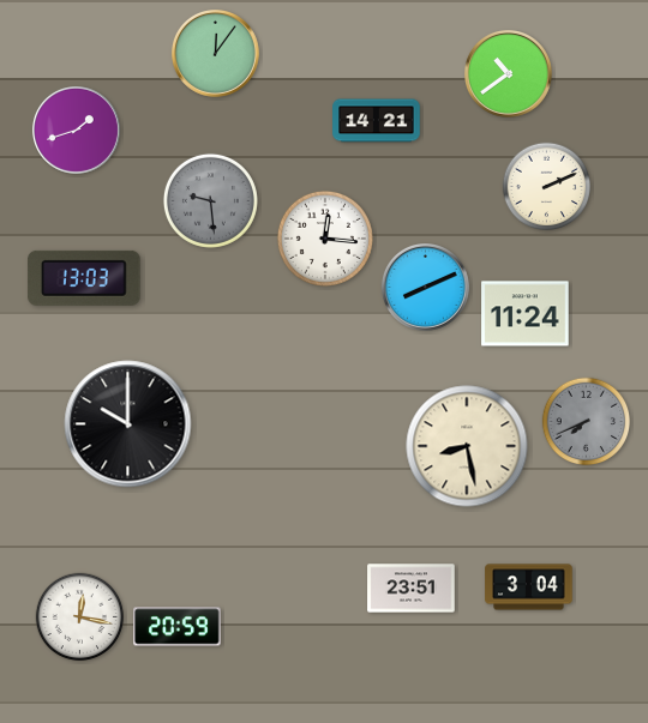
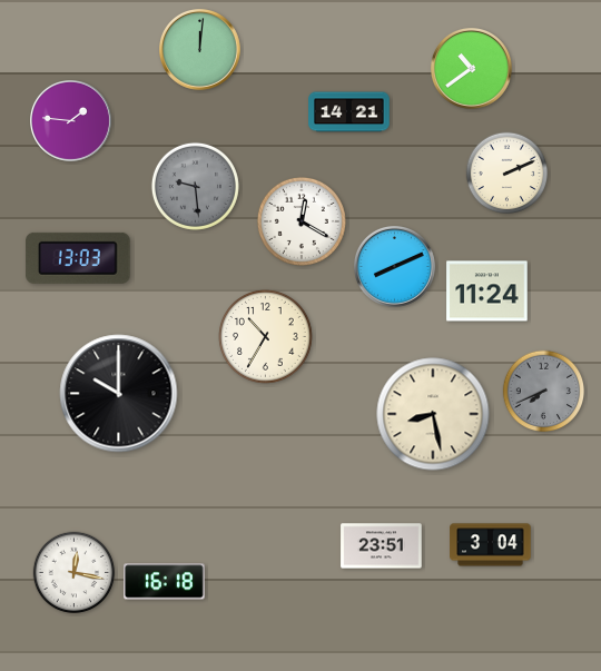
clock at (216, 54): 12:06 -> 12:01
clock at (77, 131): 1:42 -> 1:46
clock at (325, 239): 12:16 -> 12:20
clock at (266, 337): none -> 10:35
clock at (178, 627): 20:59 -> 16:18
